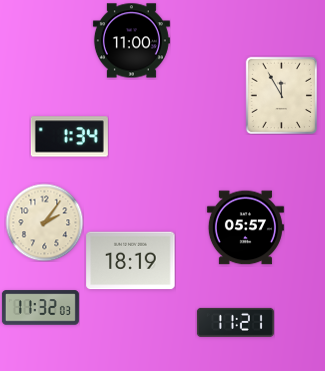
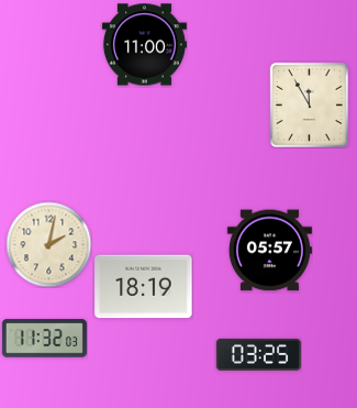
clock at (69, 137): 1:34 -> none
clock at (44, 222): 2:06 -> 2:02
clock at (235, 322): 11:21 -> 03:25
